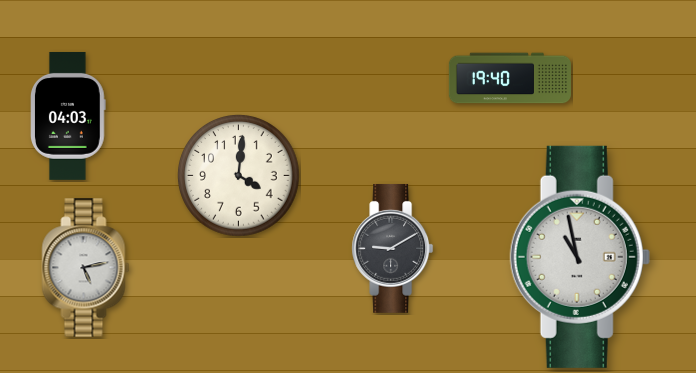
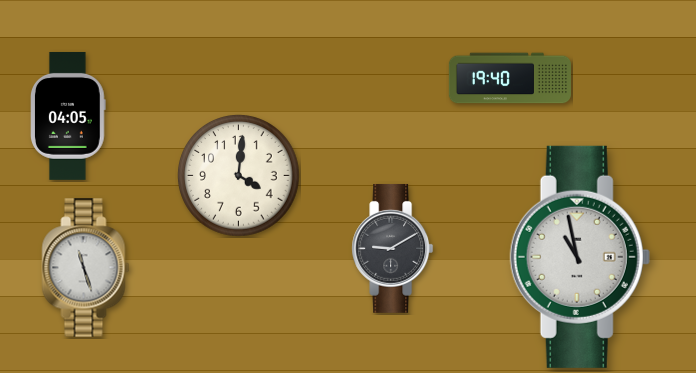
clock at (69, 116): 04:03 -> 04:05
clock at (86, 268): 5:13 -> 11:27
